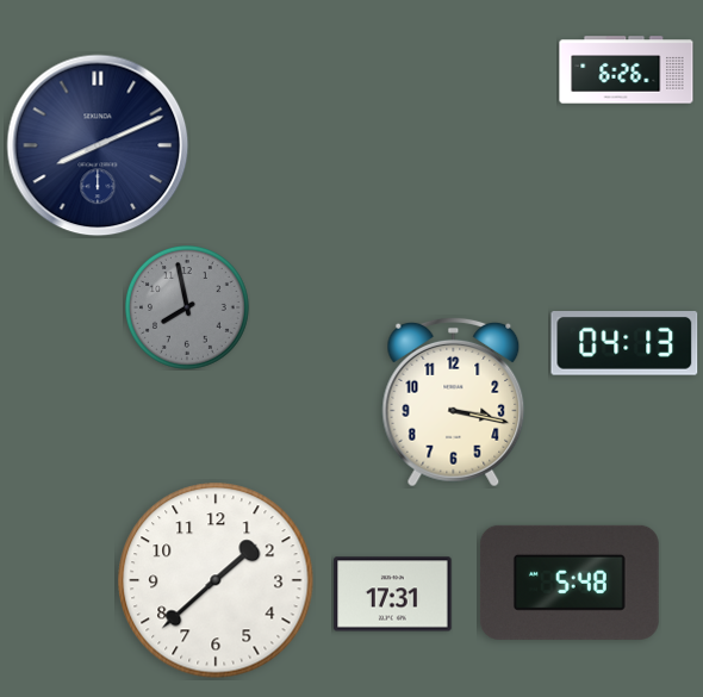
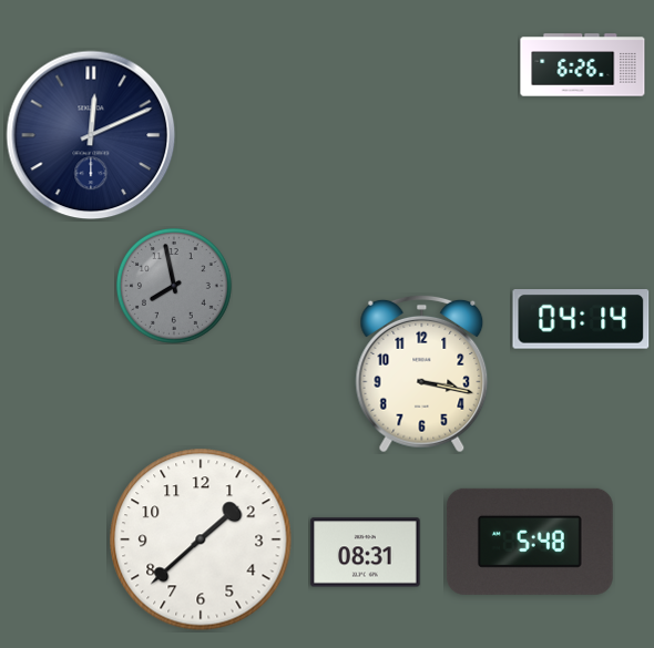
clock at (98, 145): 8:11 -> 12:11
clock at (624, 344): 04:13 -> 04:14
clock at (393, 595): 17:31 -> 08:31
